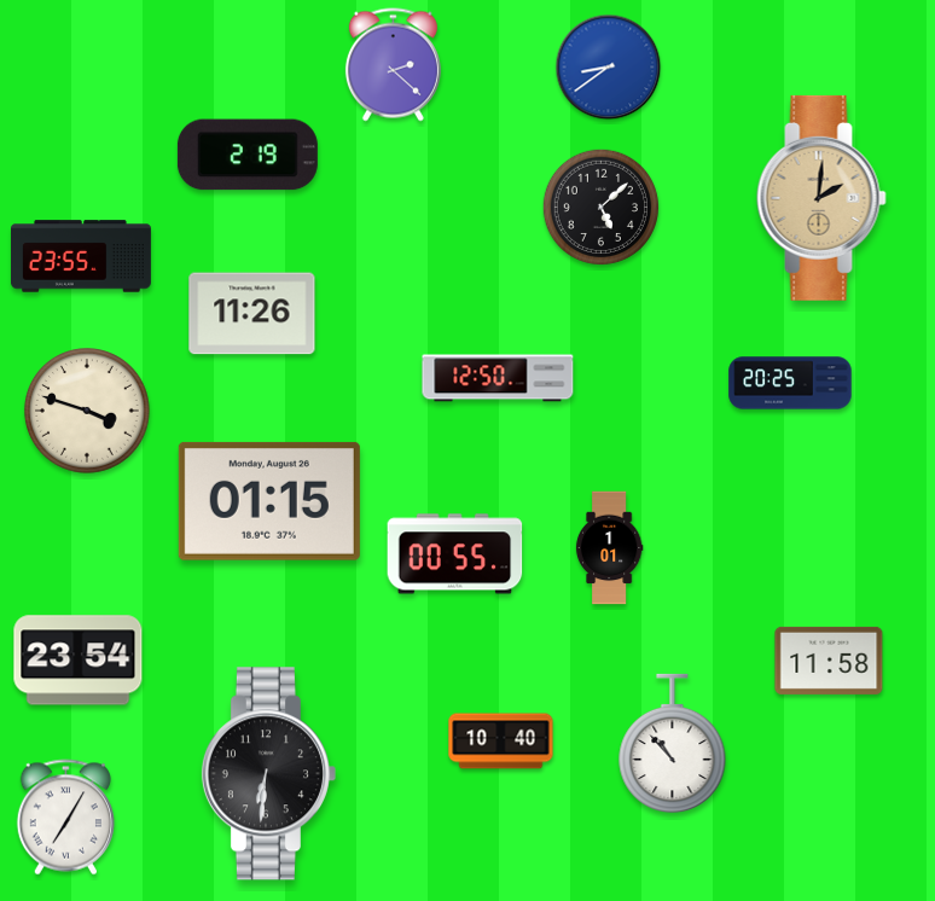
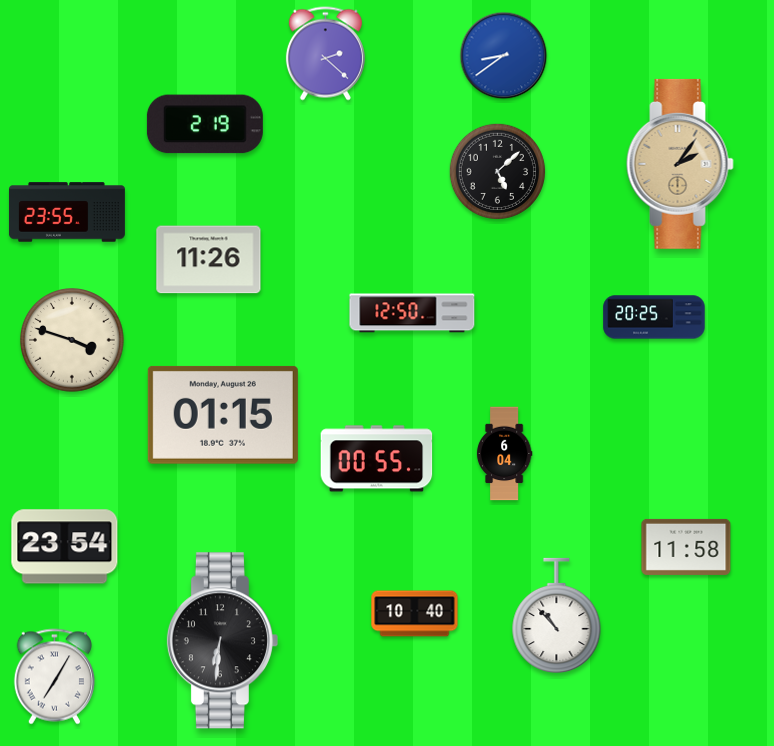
clock at (248, 155) position: (248, 155) -> (205, 124)
clock at (821, 198): 2:01 -> 2:06
clock at (609, 548): 1:01 -> 6:04
